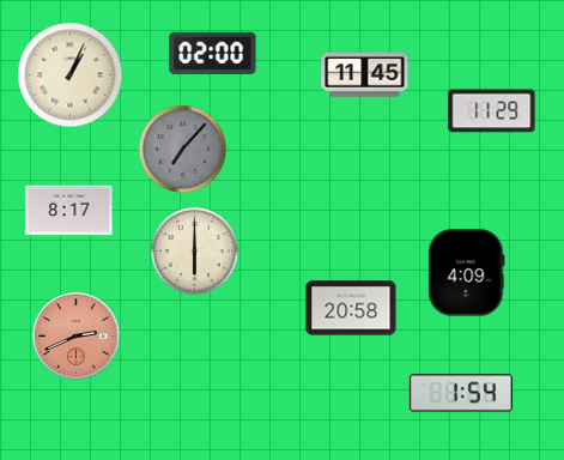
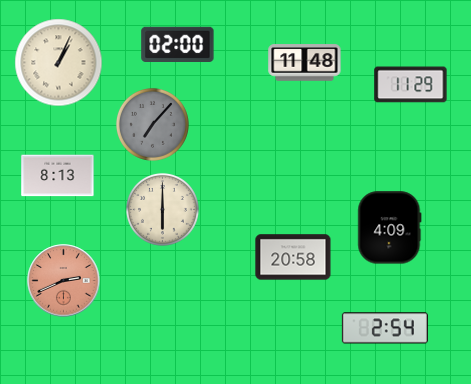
clock at (365, 75): 11:45 -> 11:48
clock at (492, 111) position: (492, 111) -> (411, 85)
clock at (69, 211): 8:17 -> 8:13
clock at (461, 393): 1:54 -> 2:54
